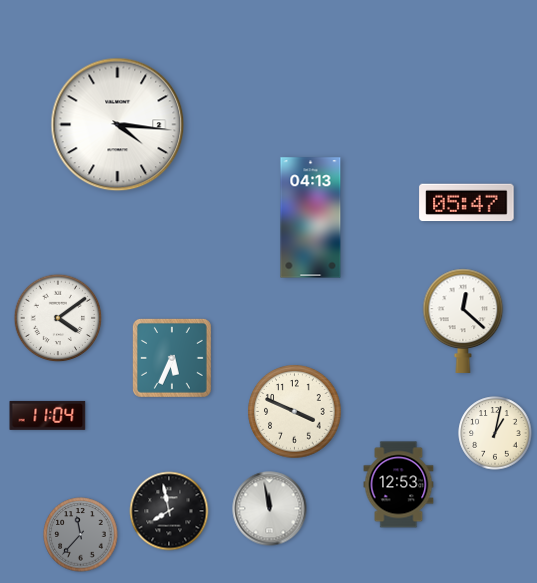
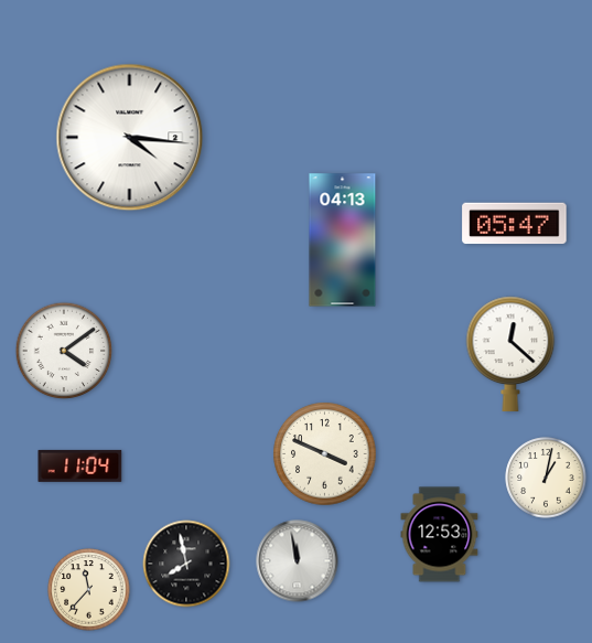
clock at (172, 358): 5:34 -> none
clock at (48, 415) position: (48, 415) -> (80, 465)
clock at (81, 535) dial: grey -> cream
